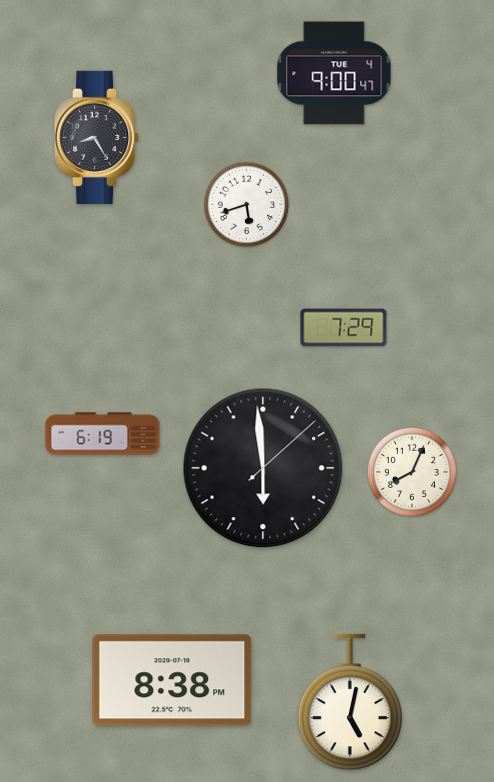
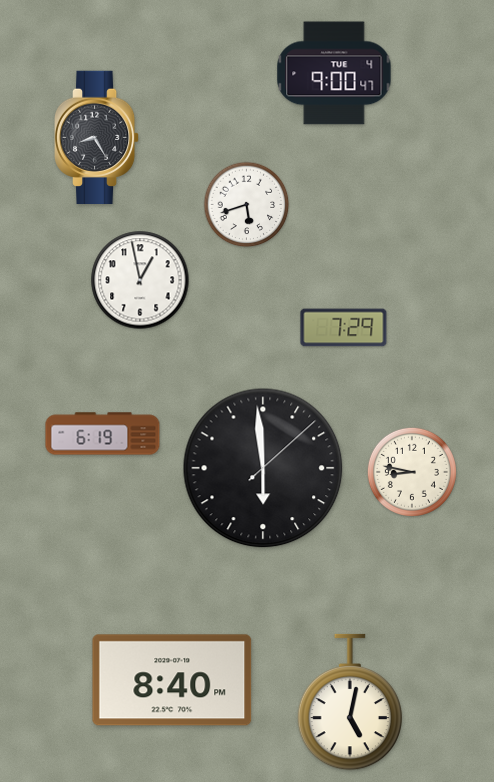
clock at (140, 280): none -> 12:58
clock at (412, 472): 8:04 -> 8:47
clock at (172, 680): 8:38 -> 8:40
